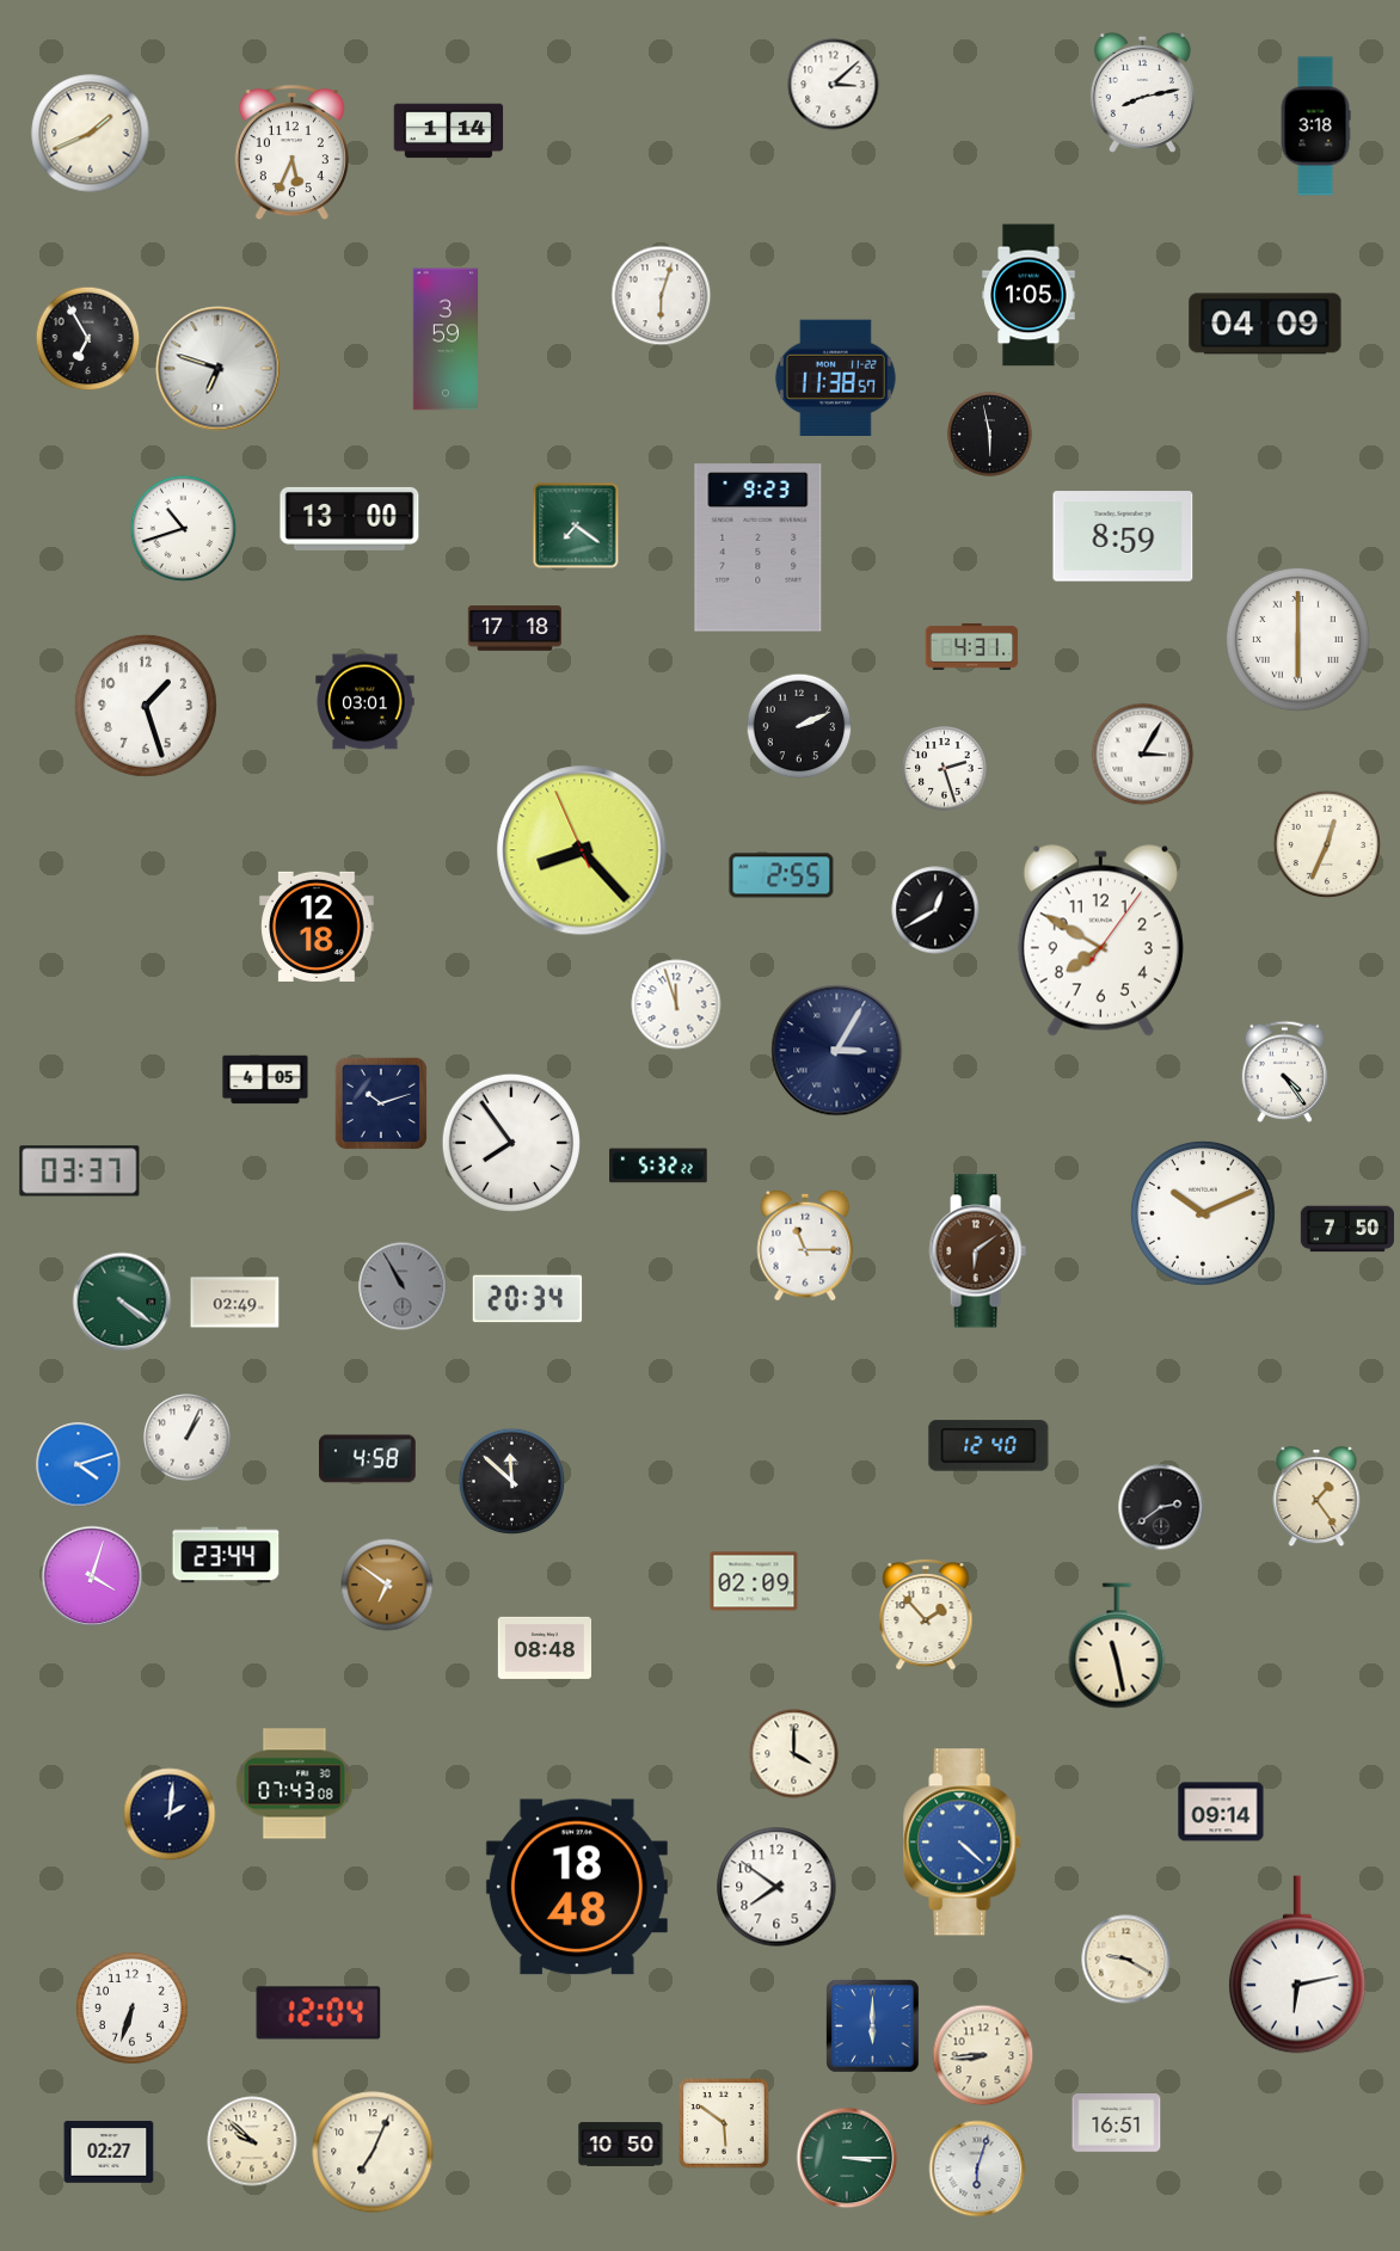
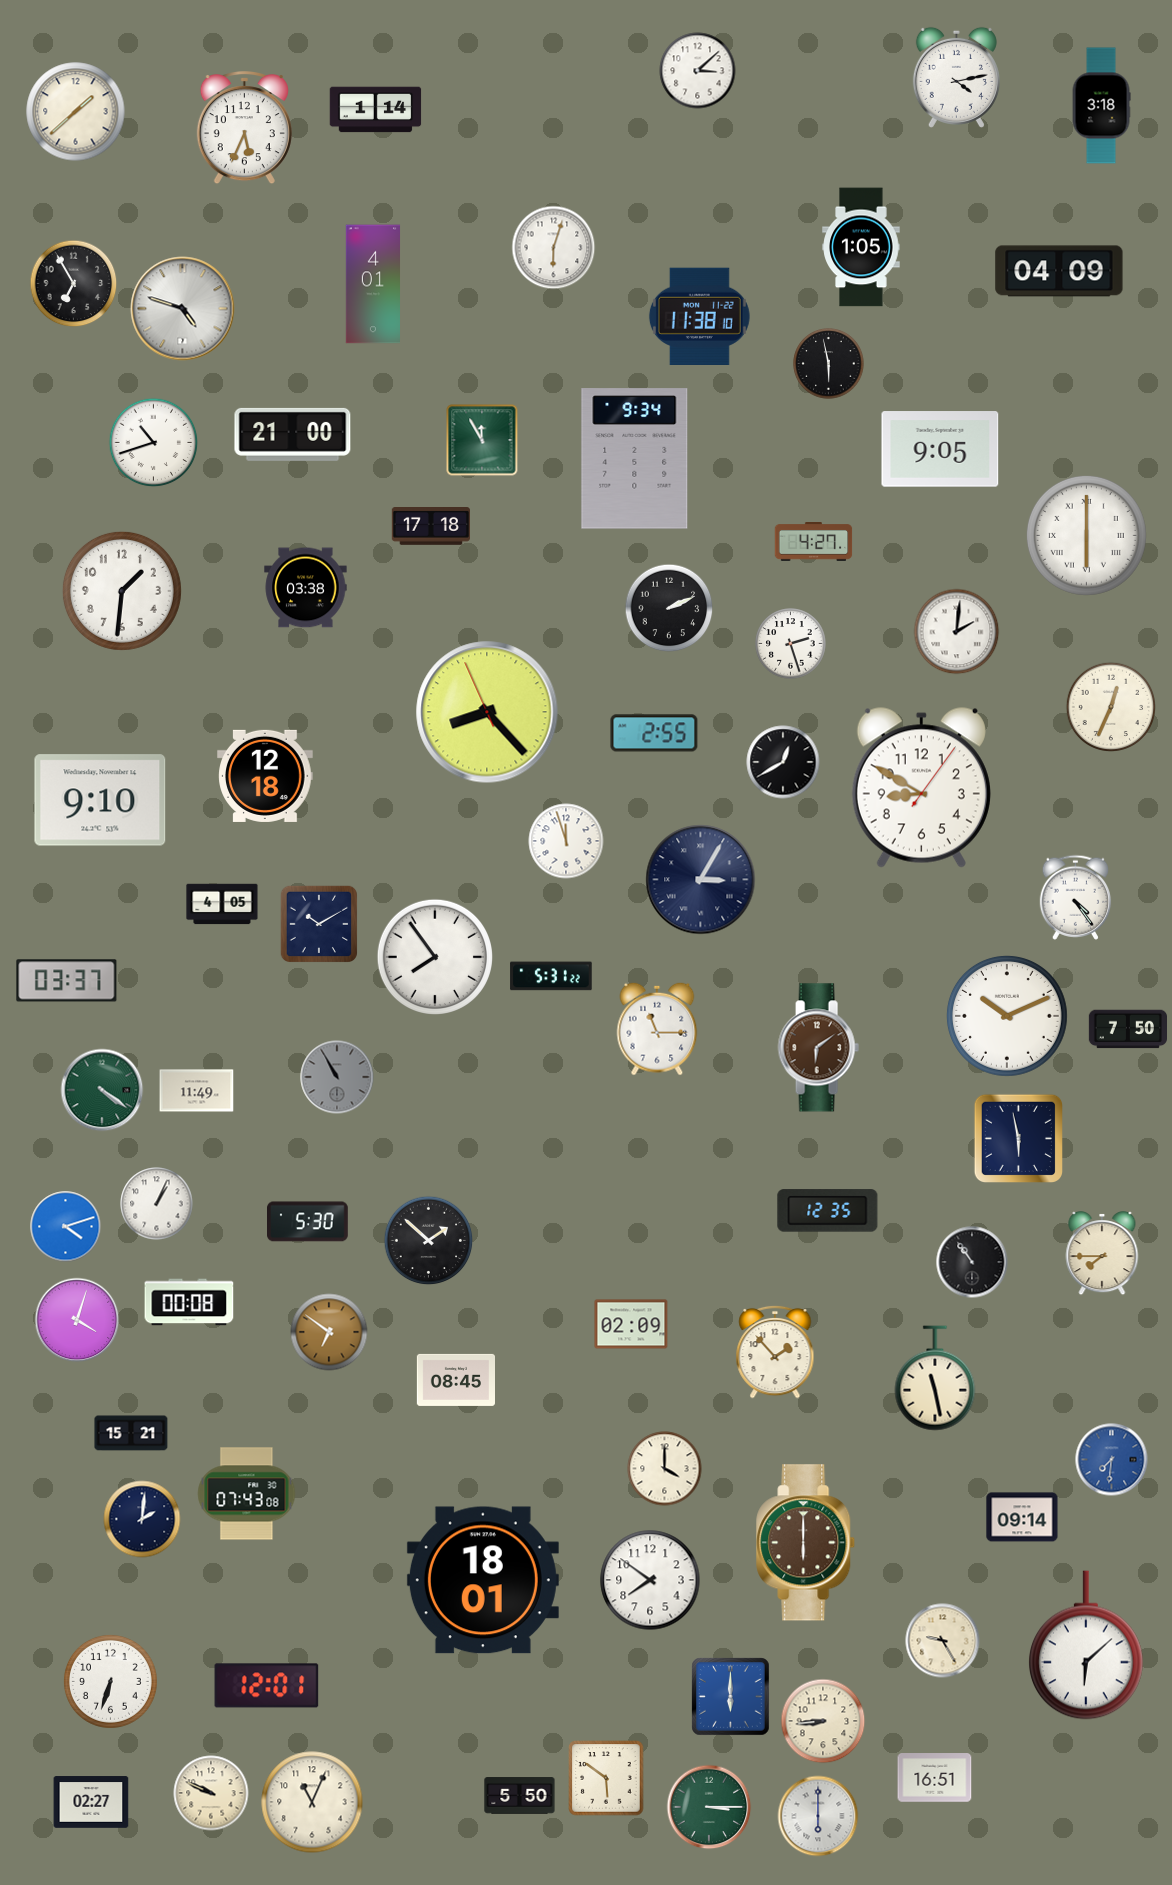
clock at (1142, 92): 8:13 -> 4:13
clock at (91, 134): 1:41 -> 1:38
clock at (446, 339): 3:59 -> 4:01
clock at (219, 369): 6:48 -> 4:48
clock at (835, 379): 11:38:57 -> 11:38:10
clock at (350, 518): 13:00 -> 21:00
clock at (576, 525): 7:21 -> 11:55
clock at (1123, 536): 8:59 -> 9:05
clock at (759, 548): 9:23 -> 9:34
clock at (972, 647): 4:31 -> 4:27
clock at (366, 702): 03:01 -> 03:38
clock at (146, 706): 1:27 -> 1:31
clock at (1143, 755): 3:05 -> 2:01
clock at (1100, 941): 7:50 -> 8:50
clock at (100, 800): none -> 9:10
clock at (381, 1103): 10:12 -> 10:10
clock at (511, 1143) position: (511, 1143) -> (435, 957)
clock at (658, 1166): 5:32 -> 5:31
clock at (805, 1246) position: (805, 1246) -> (657, 1029)
clock at (528, 1299): 20:34 -> none
clock at (235, 1303): 02:49 -> 11:49
clock at (1018, 1138): none -> 5:58
clock at (989, 1446): 12:40 -> 12:35
clock at (368, 1459): 4:58 -> 5:30
clock at (512, 1482): 11:52 -> 1:52
clock at (1316, 1497): 1:24 -> 7:45
clock at (1161, 1507): 2:39 -> 10:54
clock at (226, 1555): 23:44 -> 00:08
clock at (387, 1585) position: (387, 1585) -> (329, 1332)
clock at (544, 1648): 08:48 -> 08:45
clock at (131, 1433): none -> 15:21
clock at (1112, 1460): none -> 7:31
clock at (963, 1843): 4:22 -> 6:00
clock at (963, 1843) dial: blue -> brown
clock at (577, 1887): 18:48 -> 18:01
clock at (1126, 1960): 9:20 -> 9:25
clock at (1297, 1964): 6:13 -> 6:08
clock at (319, 2013): 12:04 -> 12:01
clock at (252, 2141): 9:52 -> 9:49
clock at (621, 2145): 10:50 -> 5:50
clock at (373, 2152): 7:04 -> 11:04
clock at (977, 2169): 6:03 -> 6:00
